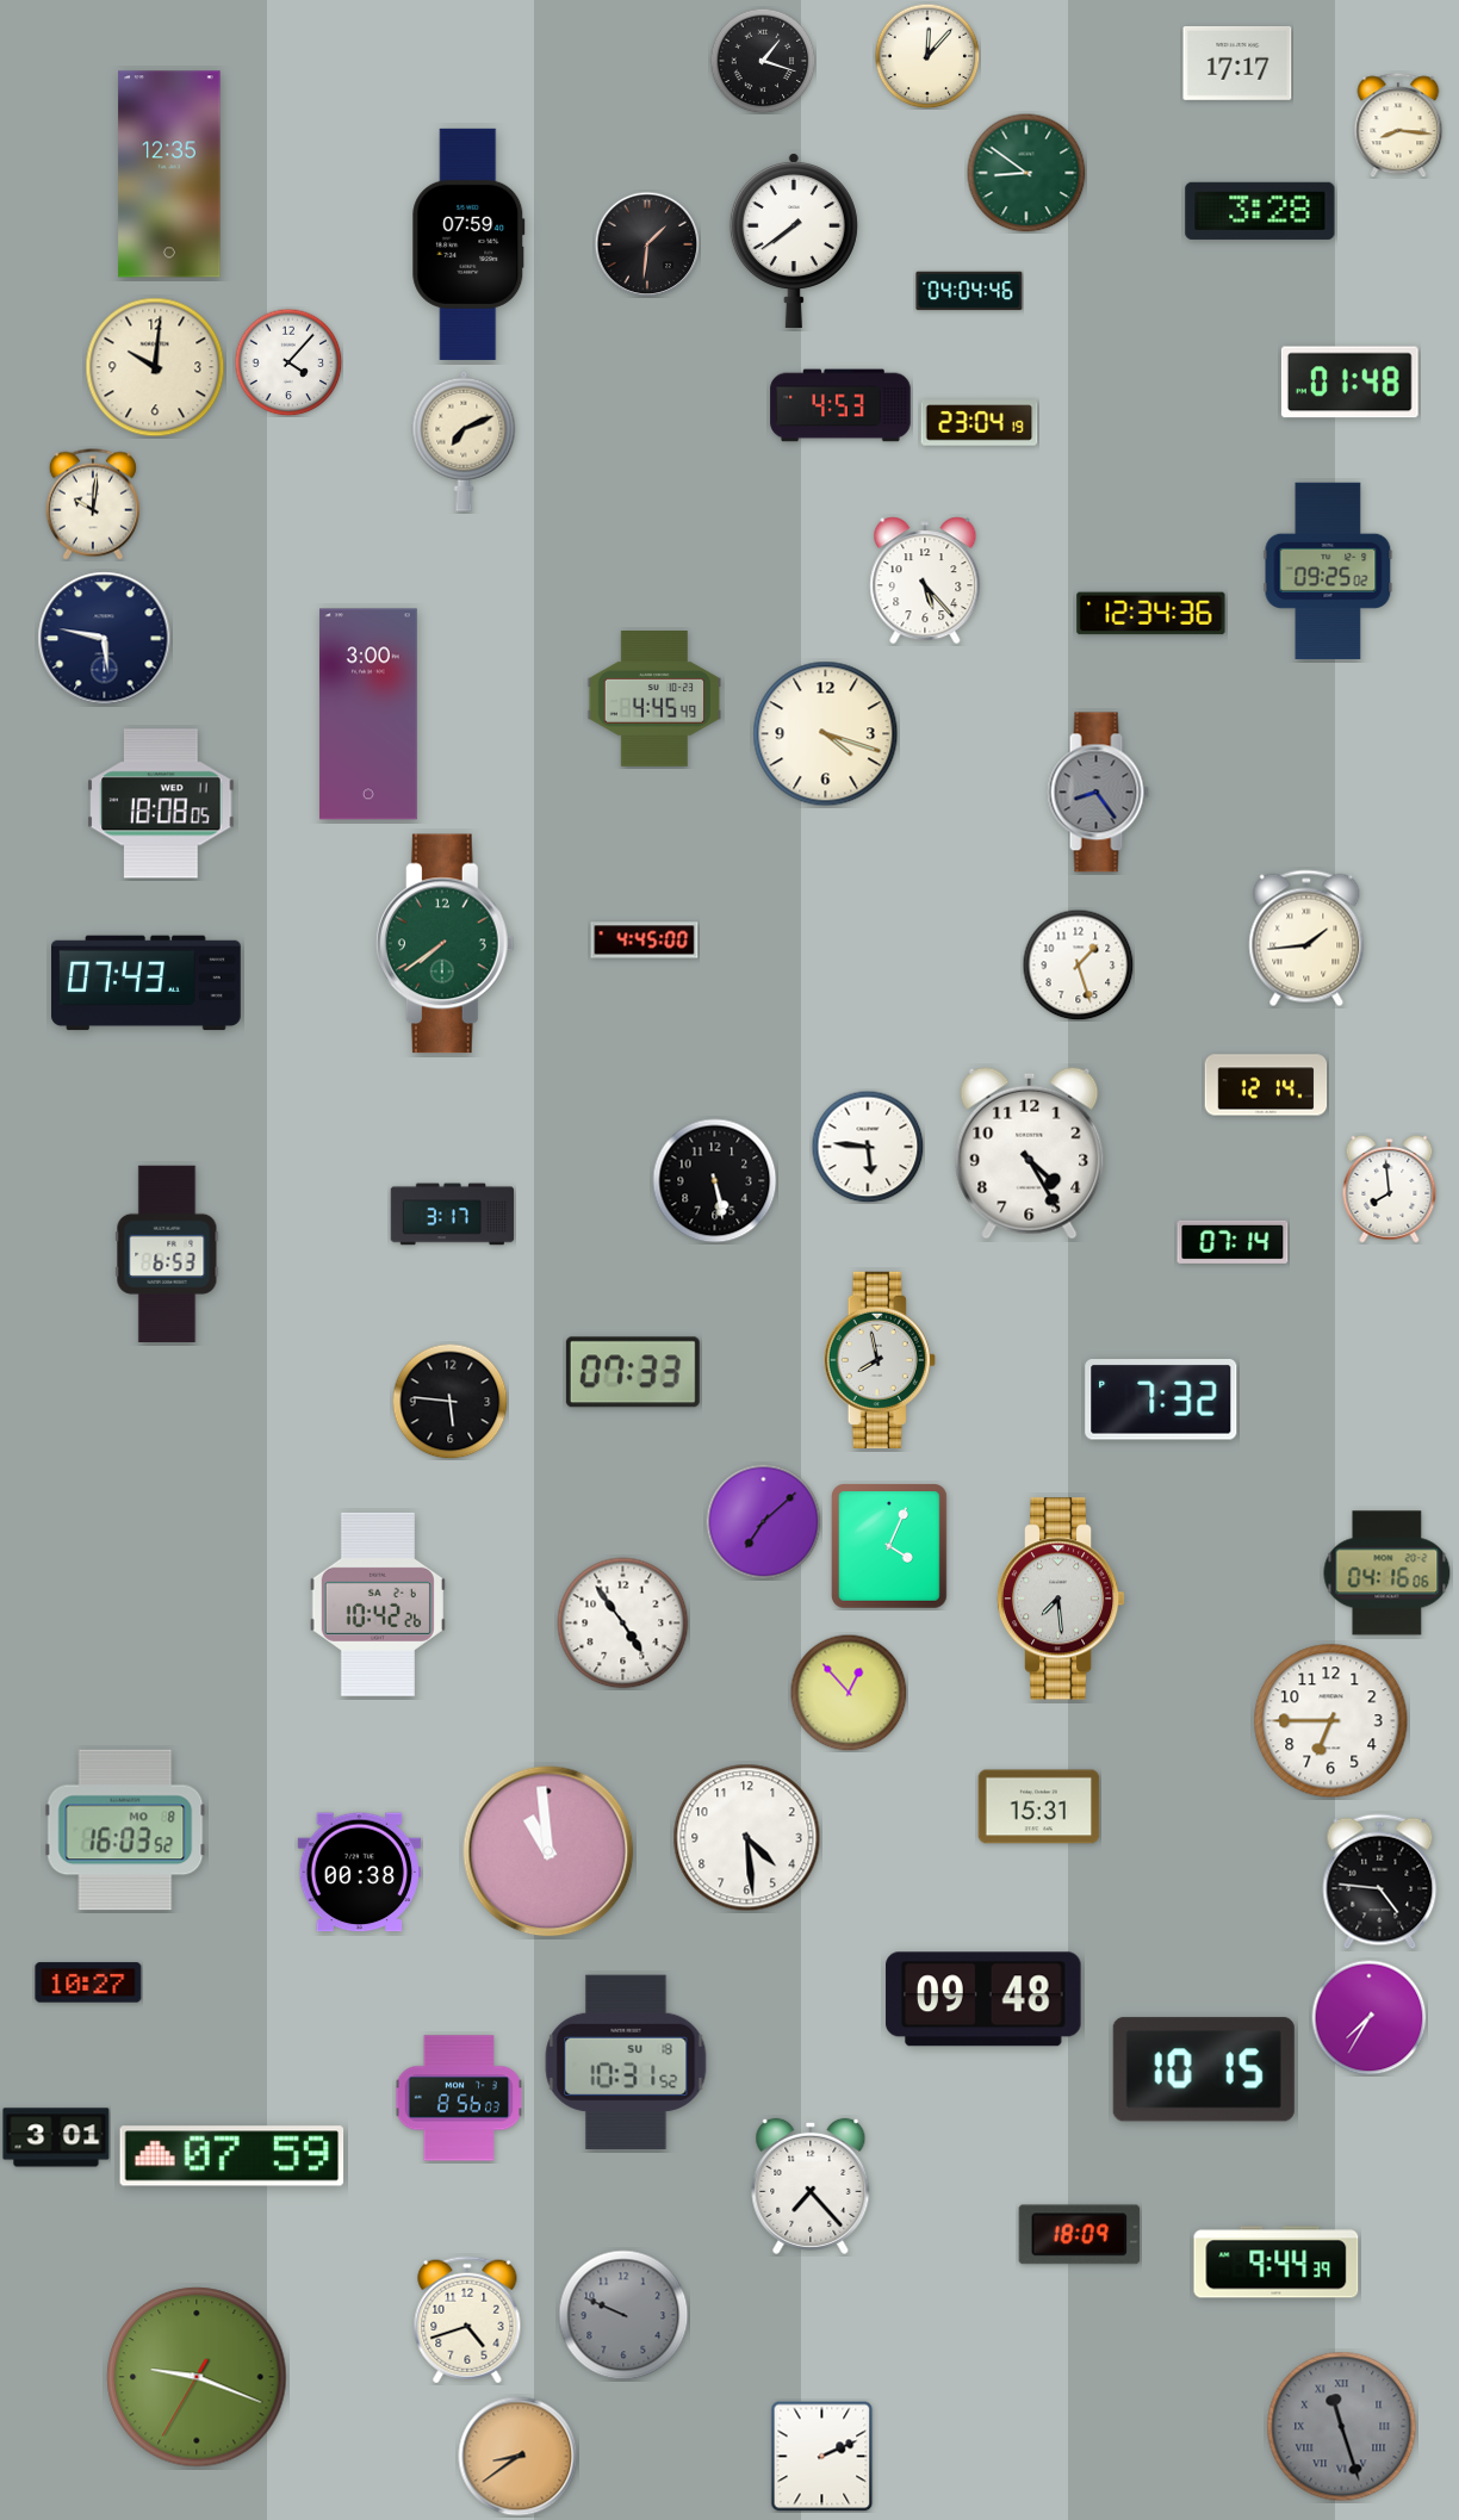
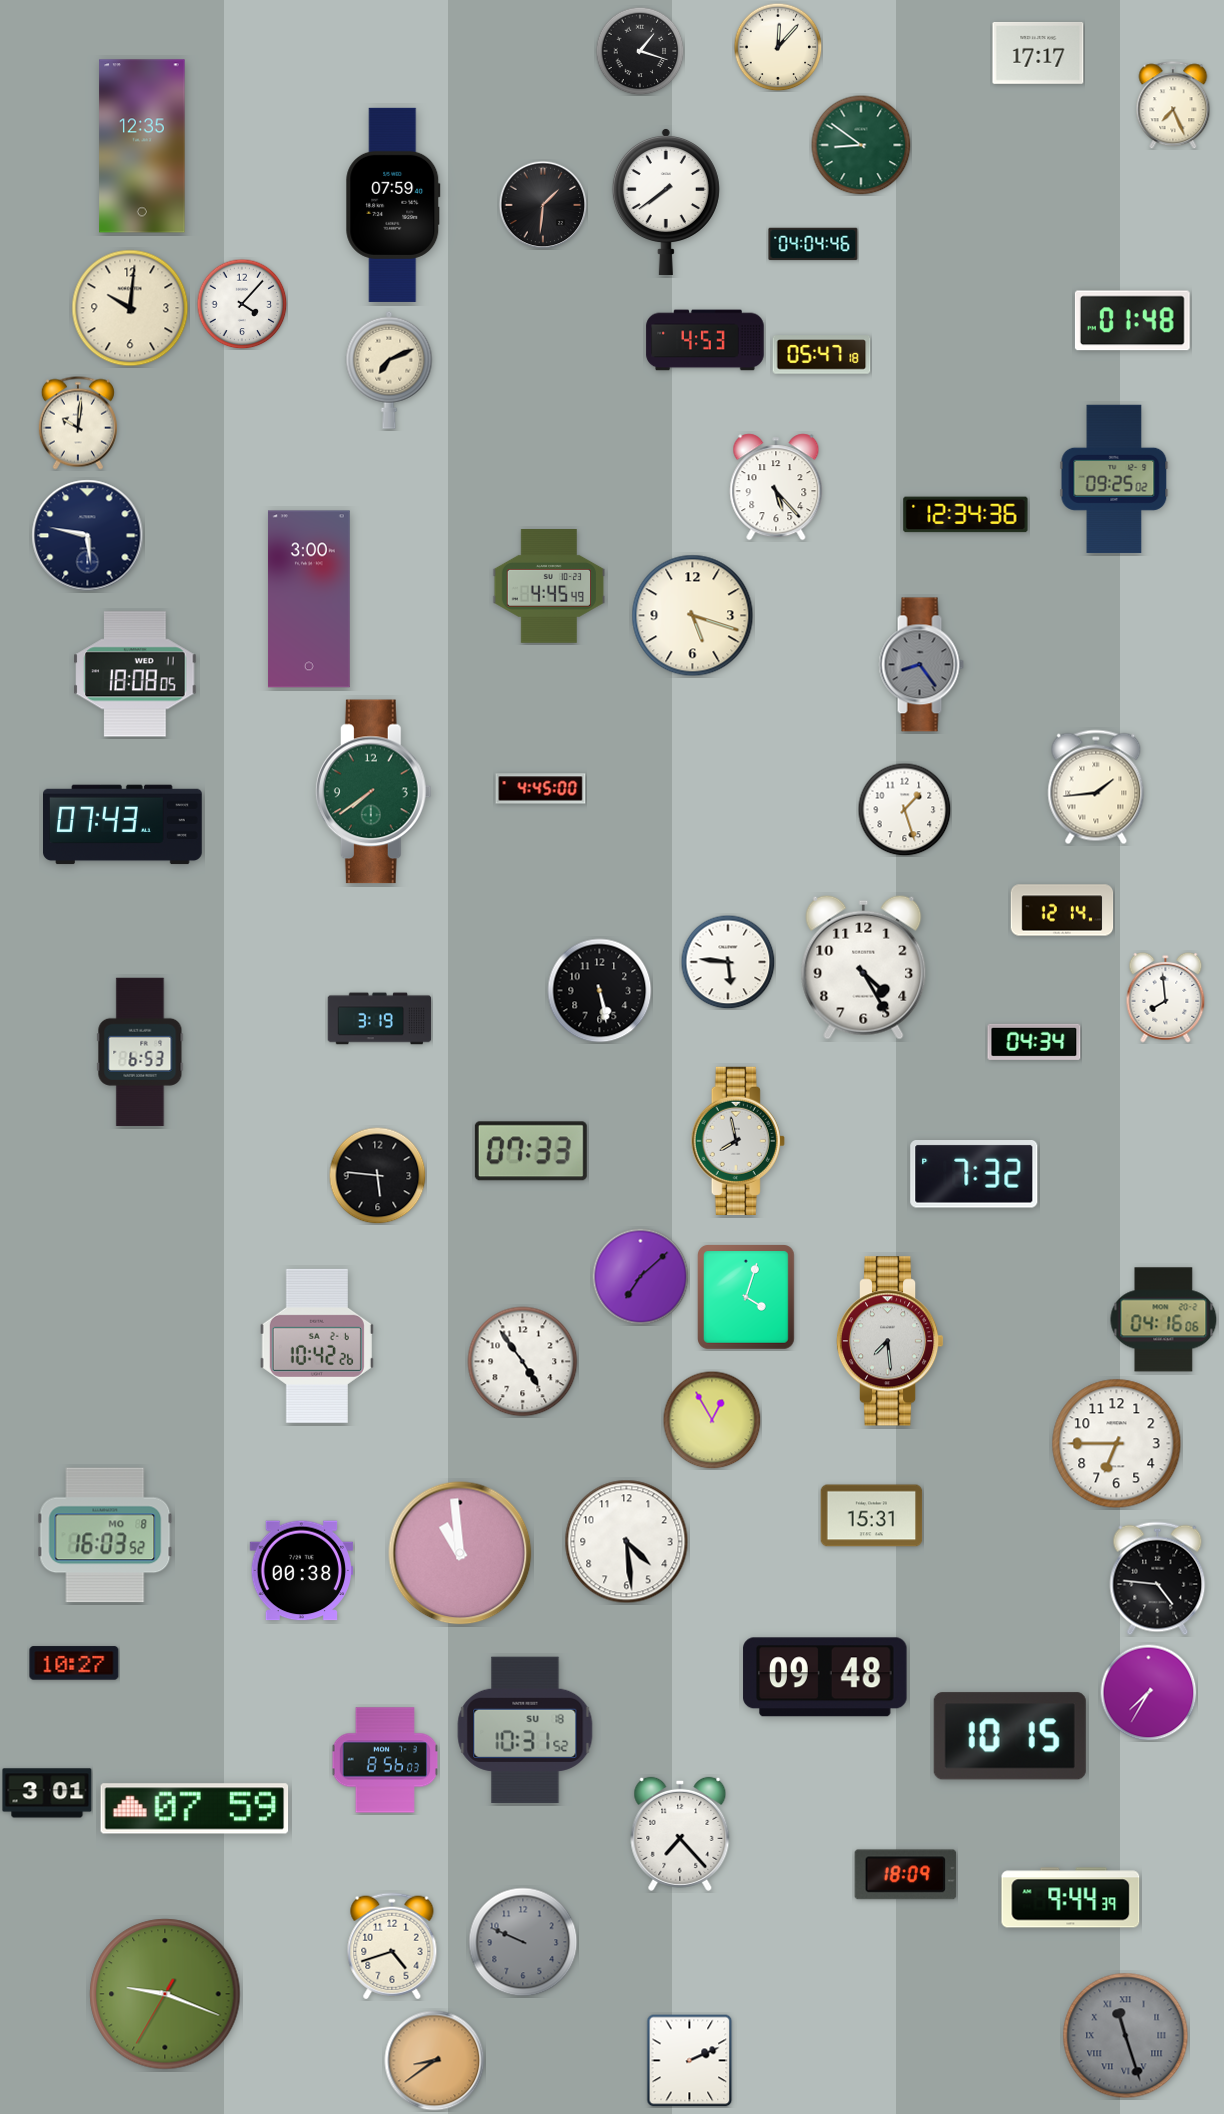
clock at (1398, 125): 8:16 -> 7:26
clock at (1260, 211): 3:28 -> none
clock at (980, 423): 23:04 -> 05:47
clock at (826, 734): 4:18 -> 5:18
clock at (453, 1215): 3:17 -> 3:19
clock at (1233, 1242): 07:14 -> 04:34
clock at (890, 1547): 4:04 -> 4:03
clock at (849, 1693): 12:53 -> 12:55
